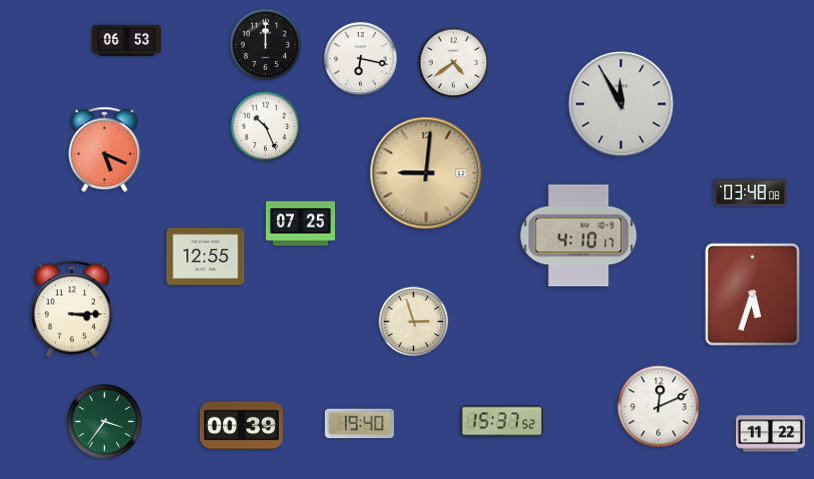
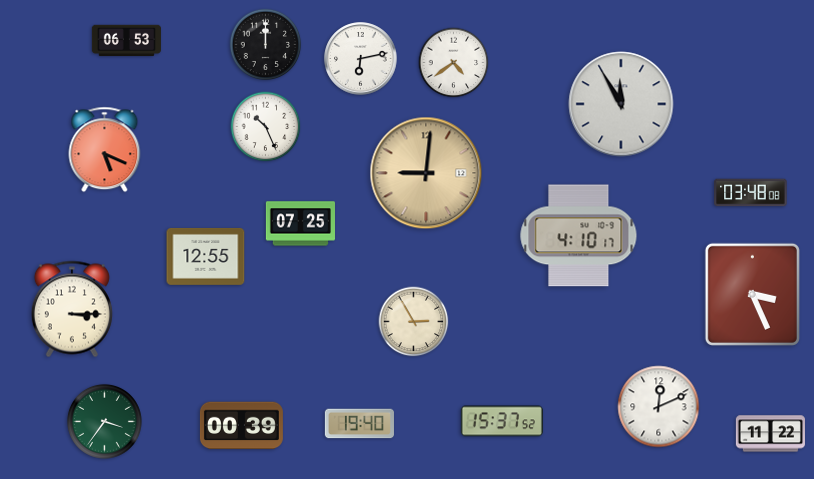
clock at (361, 59): 6:17 -> 6:13
clock at (752, 294): 5:33 -> 3:26
clock at (414, 322): 2:57 -> 2:55
